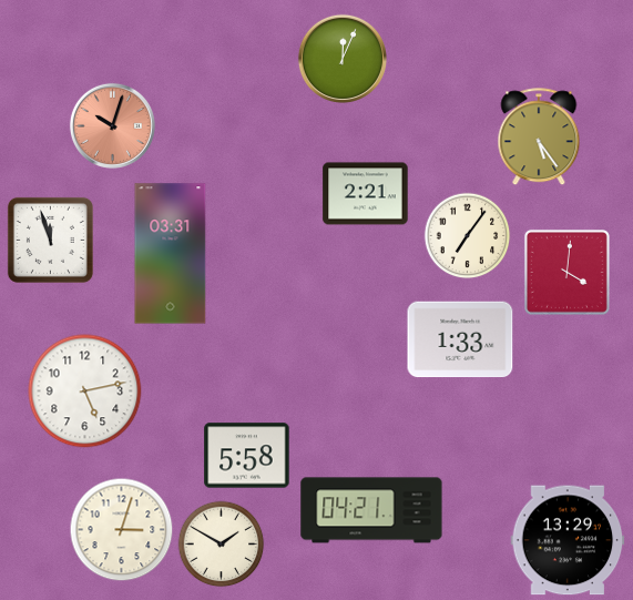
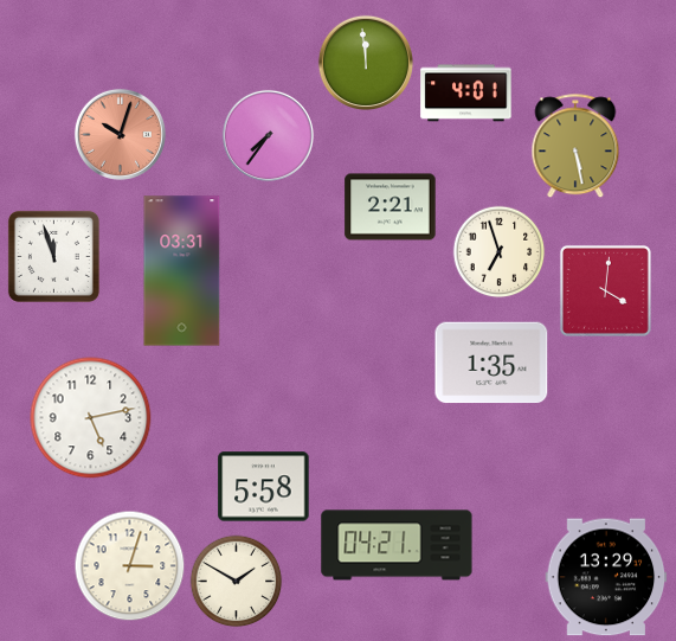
clock at (341, 58): 12:04 -> 11:59
clock at (466, 94): none -> 4:01
clock at (268, 135): none -> 7:36
clock at (539, 136): 5:24 -> 5:28
clock at (467, 235): 7:06 -> 6:57
clock at (460, 339): 1:33 -> 1:35
